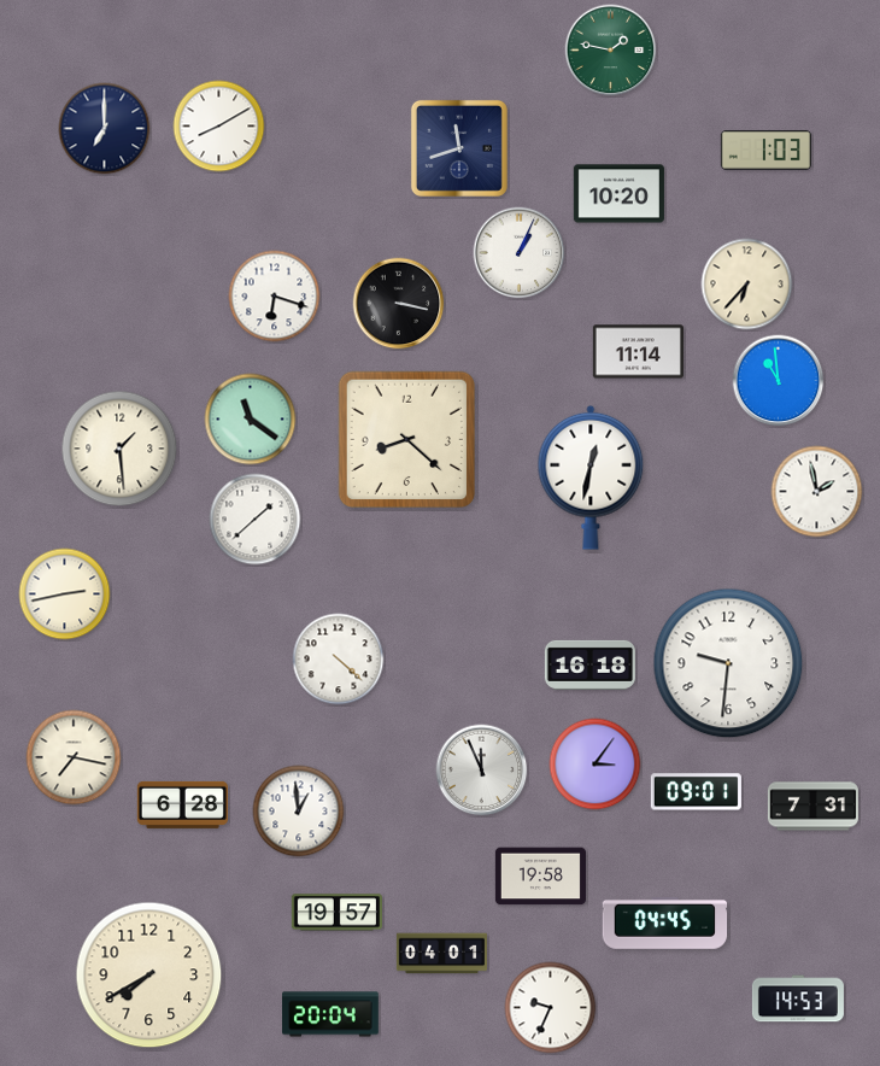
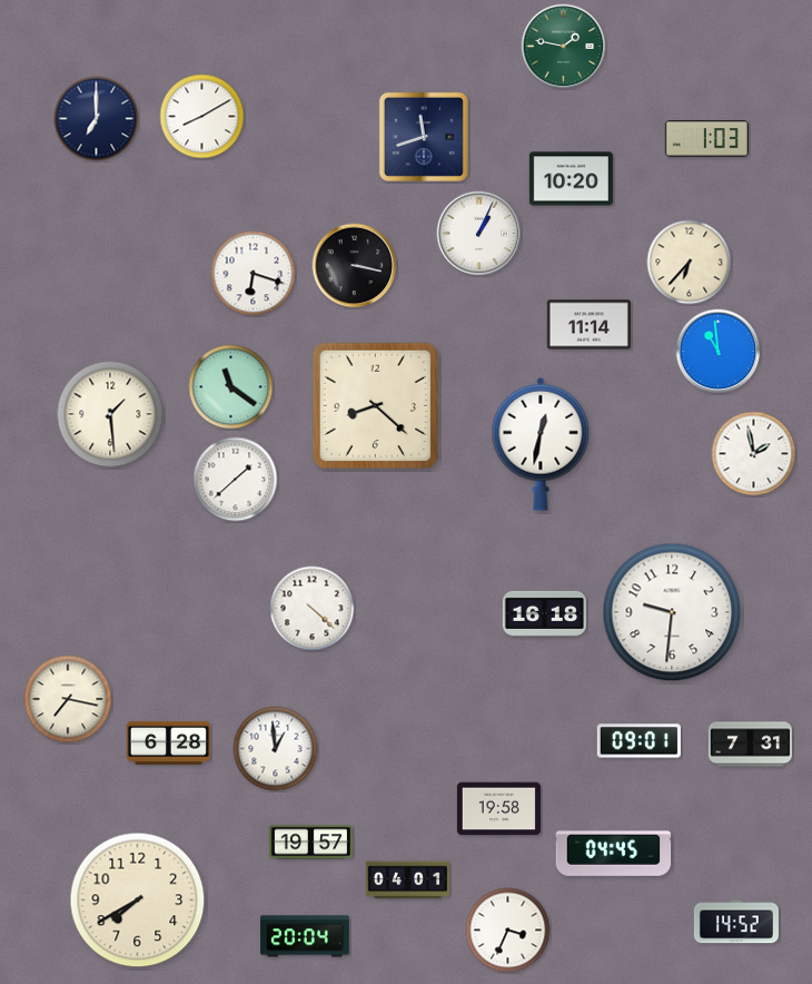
clock at (399, 304) position: (399, 304) -> (355, 266)
clock at (591, 478) position: (591, 478) -> (541, 444)
clock at (65, 594): 2:43 -> none
clock at (596, 765): 3:06 -> none
clock at (482, 771): 11:56 -> none
clock at (696, 792) position: (696, 792) -> (638, 741)
clock at (798, 998): 14:53 -> 14:52
clock at (551, 1008): 9:34 -> 3:34
